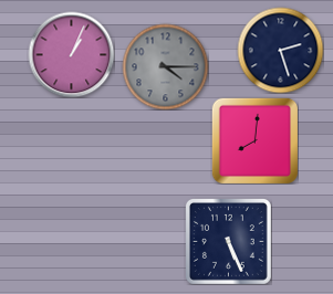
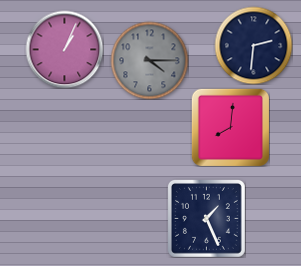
clock at (280, 50): 2:27 -> 2:31
clock at (229, 242): 5:26 -> 1:26
